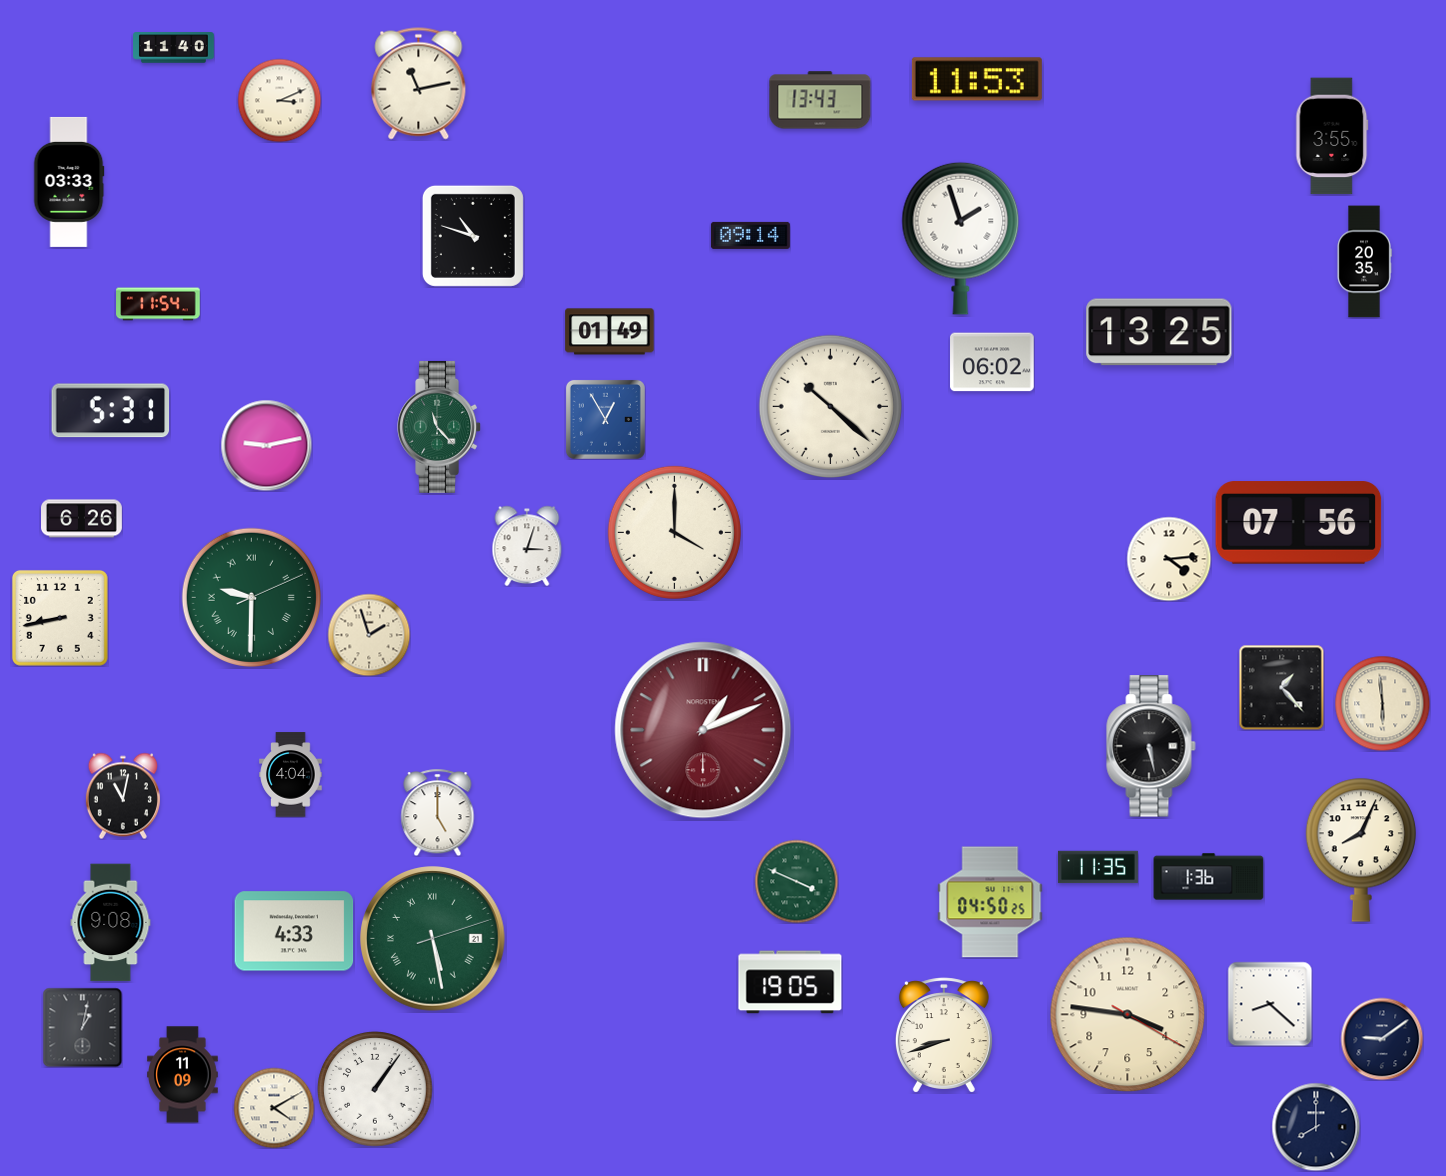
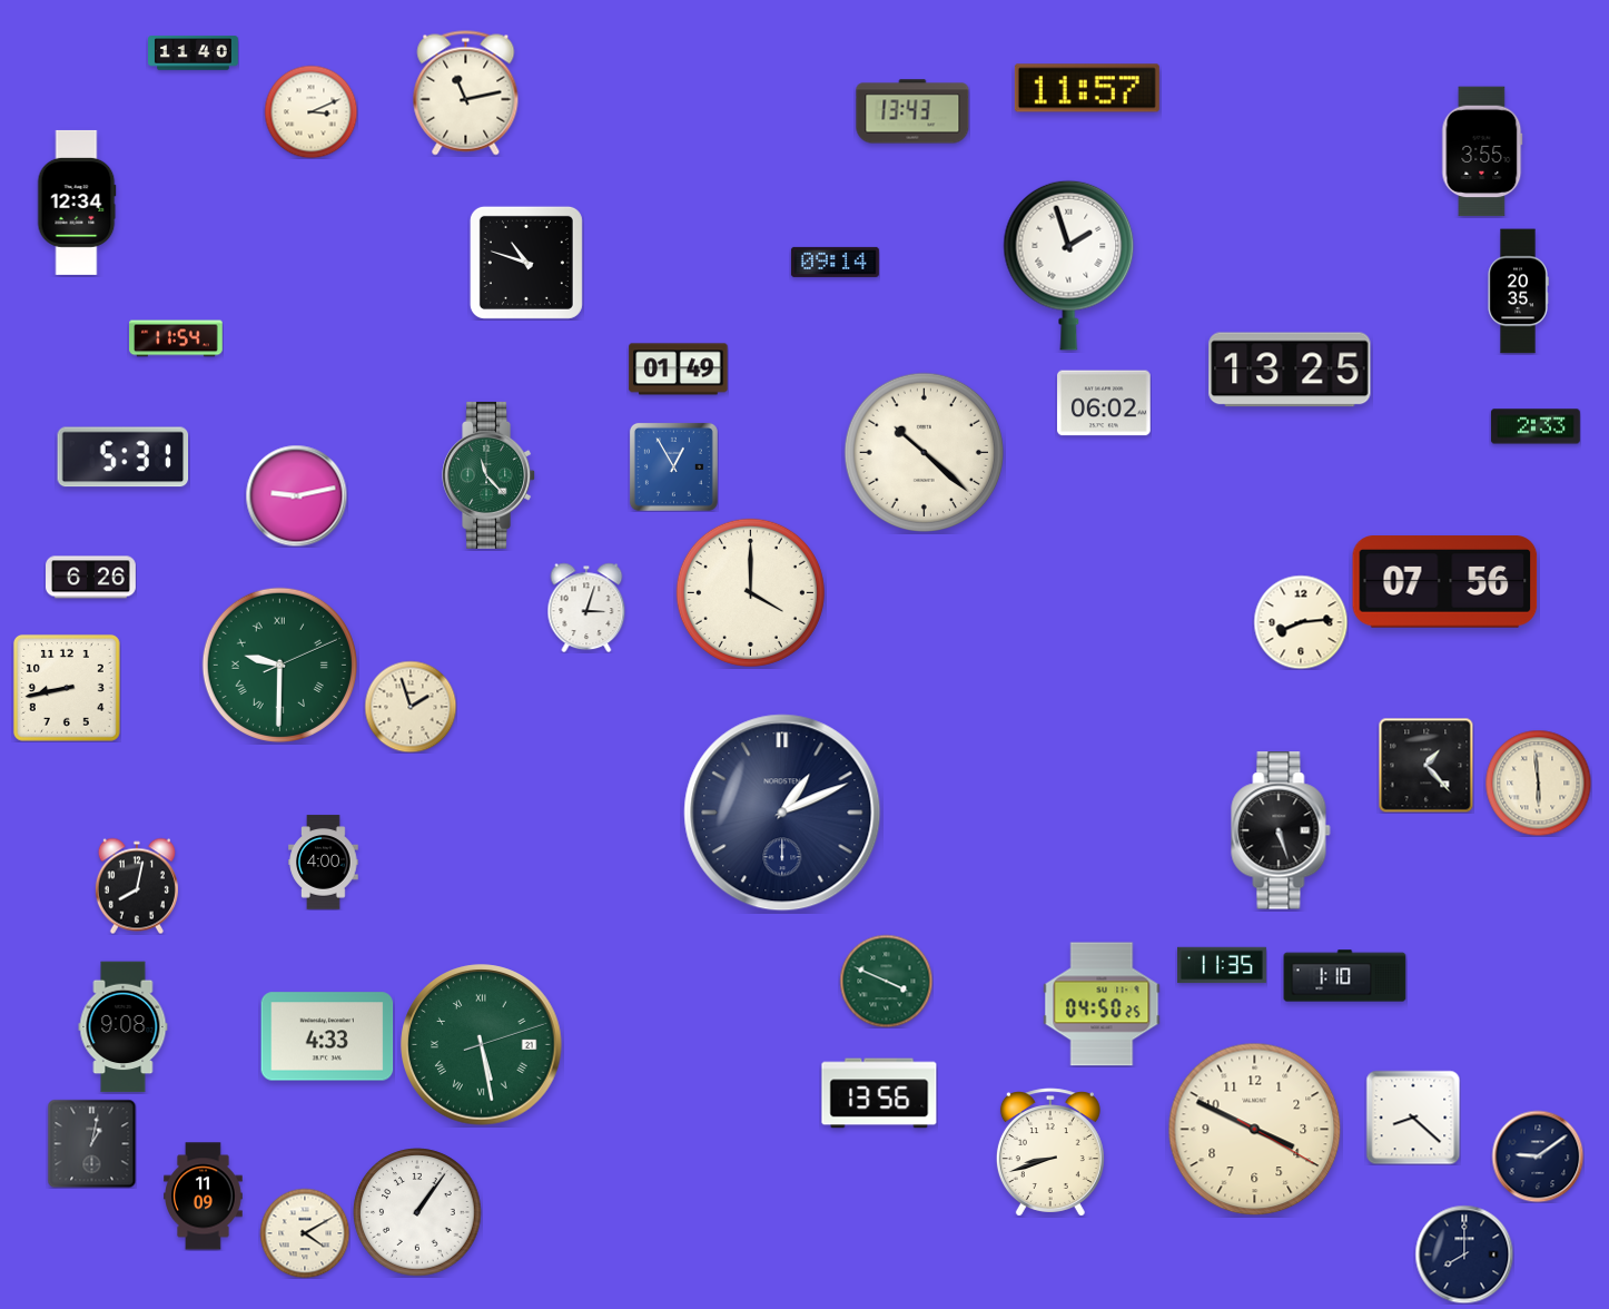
clock at (977, 79): 11:53 -> 11:57
clock at (69, 182): 03:33 -> 12:34
clock at (1536, 426): none -> 2:33
clock at (1169, 559): 4:14 -> 8:14
clock at (703, 730) dial: burgundy -> navy
clock at (1151, 746): 5:28 -> 5:27
clock at (291, 775): 4:04 -> 4:00
clock at (123, 796): 11:02 -> 8:02
clock at (438, 812): 5:00 -> none
clock at (1361, 850): 8:04 -> none
clock at (1209, 877): 1:36 -> 1:10
clock at (790, 982): 19:05 -> 13:56
clock at (1128, 1015): 3:46 -> 3:49
